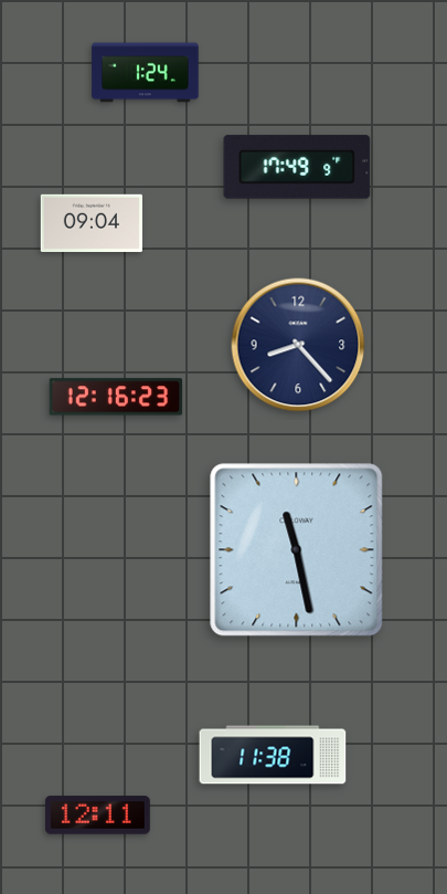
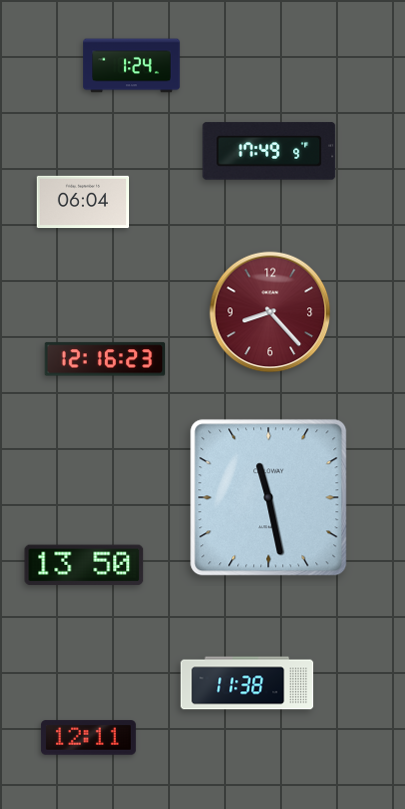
clock at (91, 222): 09:04 -> 06:04
clock at (298, 345) dial: navy -> burgundy
clock at (84, 565): none -> 13:50
